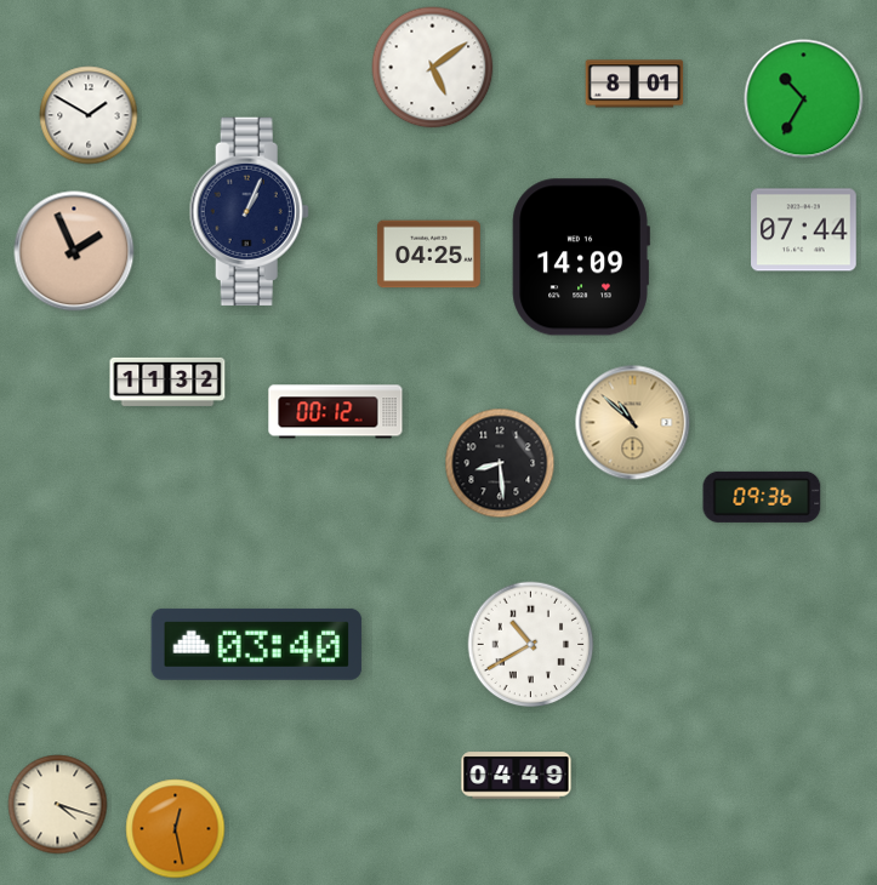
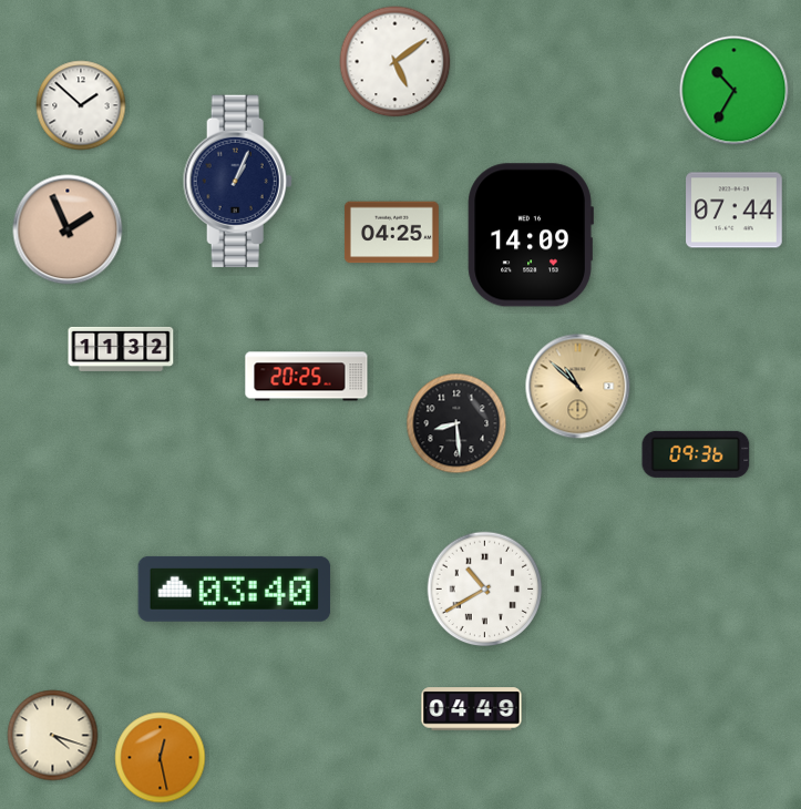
clock at (634, 84): 8:01 -> none
clock at (89, 115): 1:50 -> 1:52
clock at (249, 212) position: (249, 212) -> (237, 182)
clock at (167, 382) position: (167, 382) -> (121, 349)
clock at (336, 412): 00:12 -> 20:25
